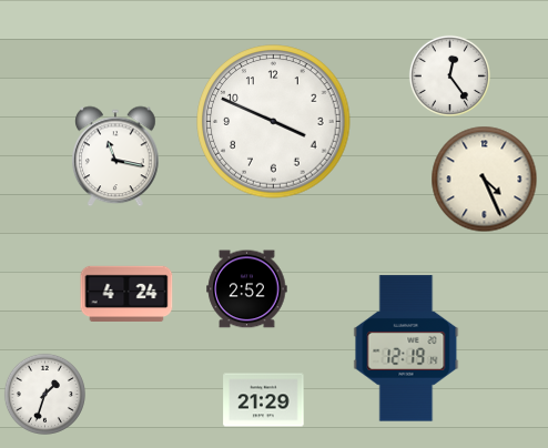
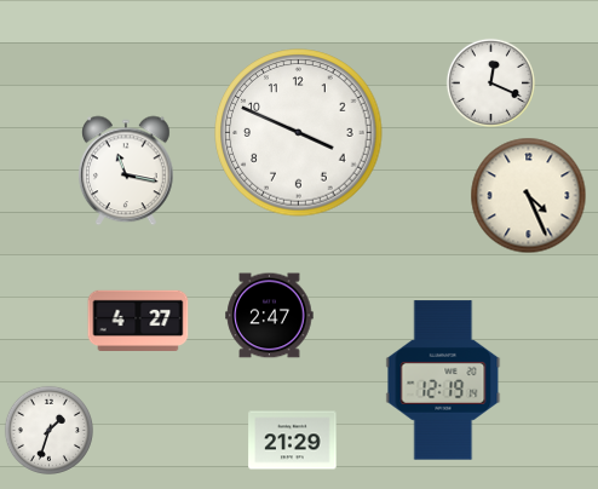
clock at (449, 75): 12:24 -> 12:19
clock at (247, 289): 2:52 -> 2:47
clock at (126, 293): 4:24 -> 4:27
clock at (264, 400) position: (264, 400) -> (293, 441)
